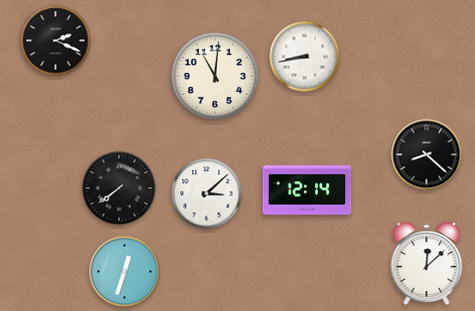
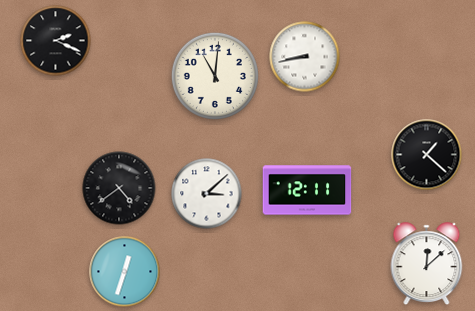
clock at (427, 155): 8:22 -> 1:22
clock at (119, 188): 7:39 -> 4:39
clock at (307, 190): 12:14 -> 12:11
